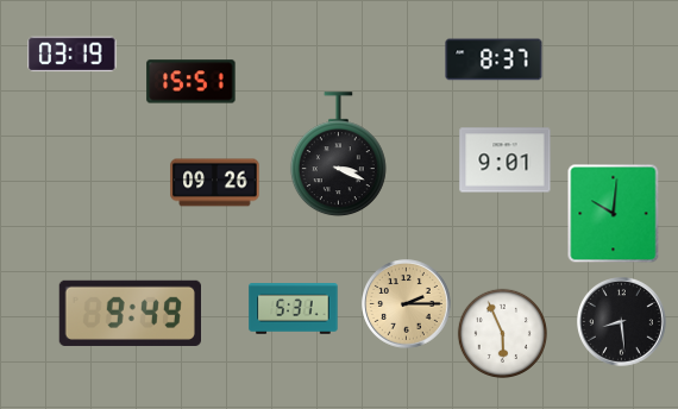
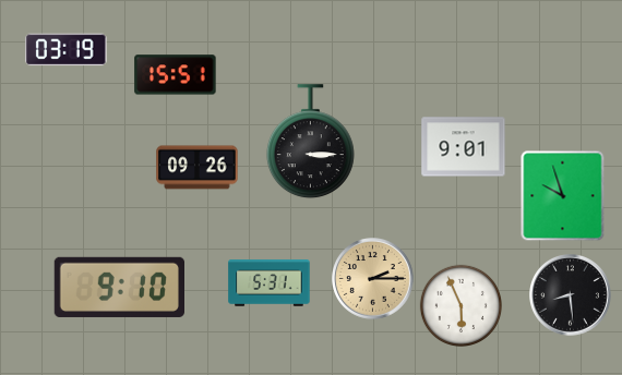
clock at (494, 59): 8:37 -> none
clock at (338, 155): 3:19 -> 3:15
clock at (614, 214): 10:01 -> 9:57
clock at (130, 313): 9:49 -> 9:10
